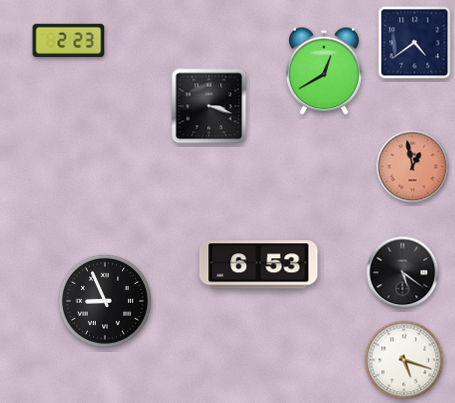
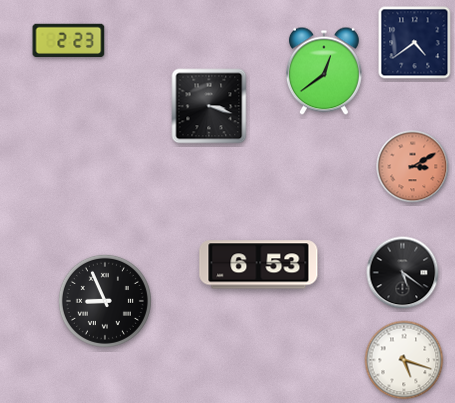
clock at (324, 71): 12:40 -> 12:39
clock at (413, 167): 12:58 -> 3:10
